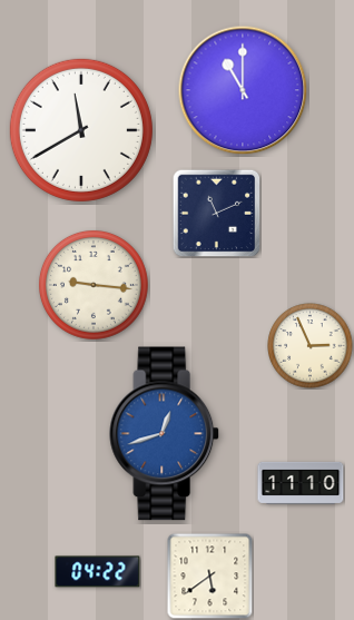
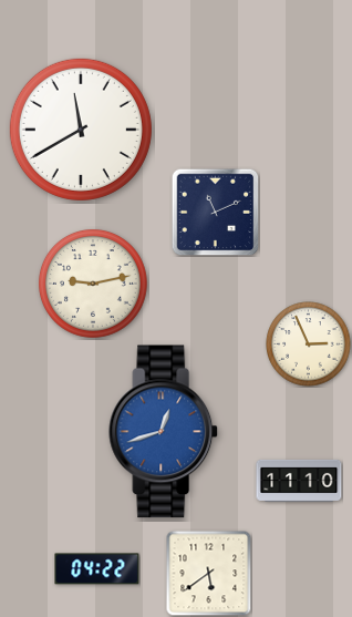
clock at (243, 90): 11:00 -> none
clock at (94, 285): 9:16 -> 9:13
